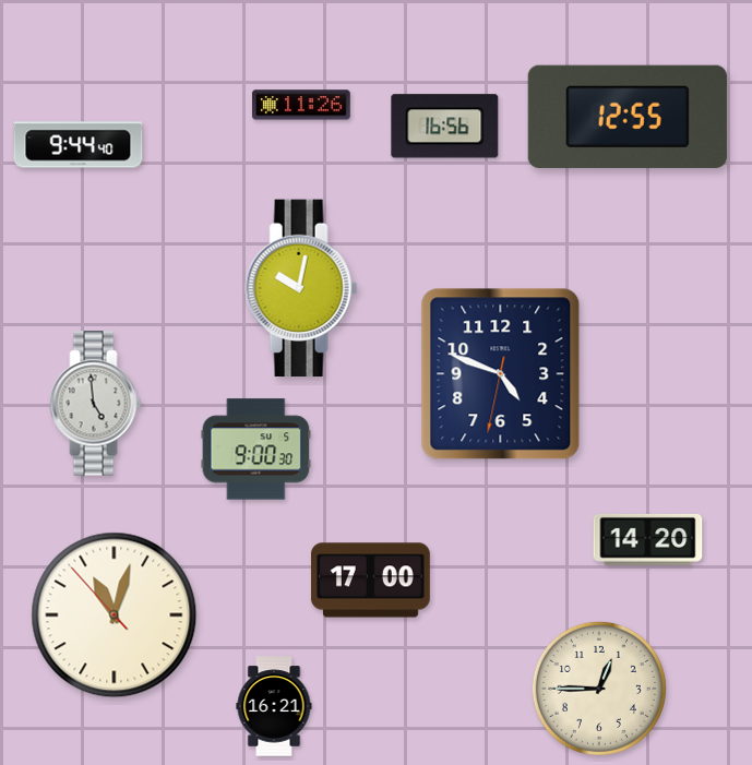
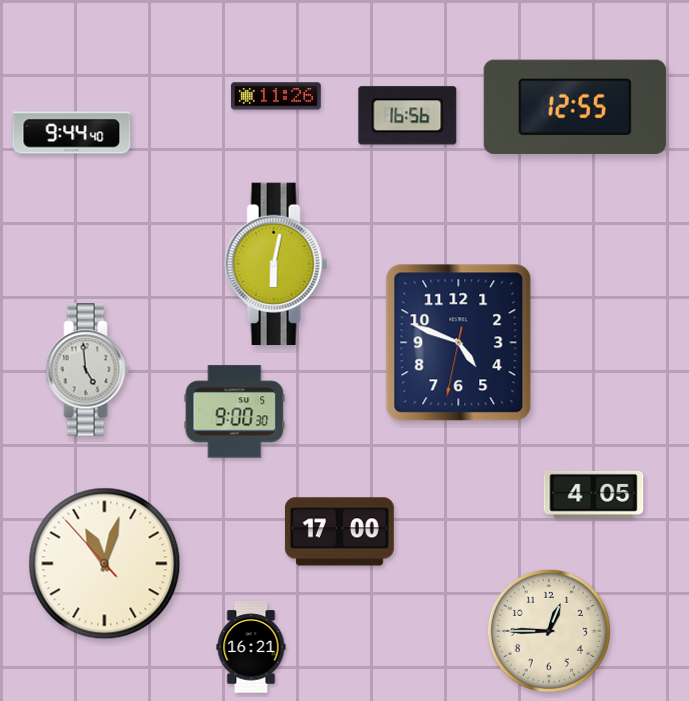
clock at (301, 287): 10:02 -> 6:02
clock at (648, 539): 14:20 -> 4:05
